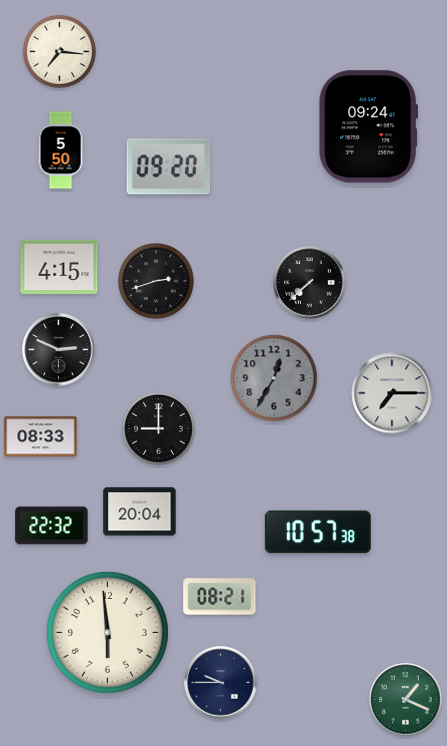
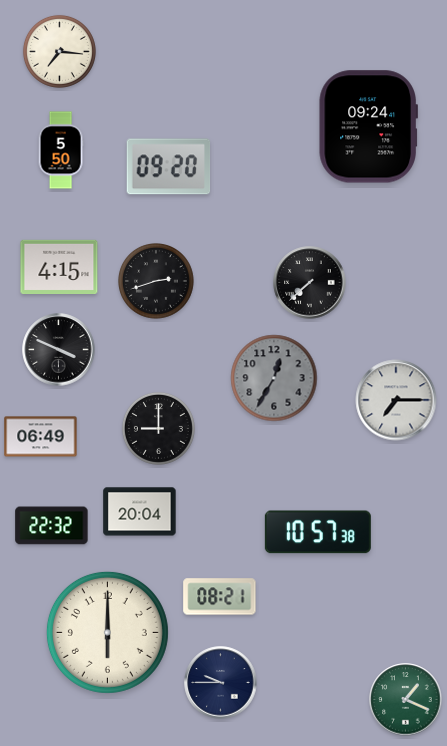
clock at (59, 350): 2:49 -> 3:49
clock at (392, 393) position: (392, 393) -> (396, 400)
clock at (41, 437): 08:33 -> 06:49
clock at (107, 632): 5:59 -> 6:00
